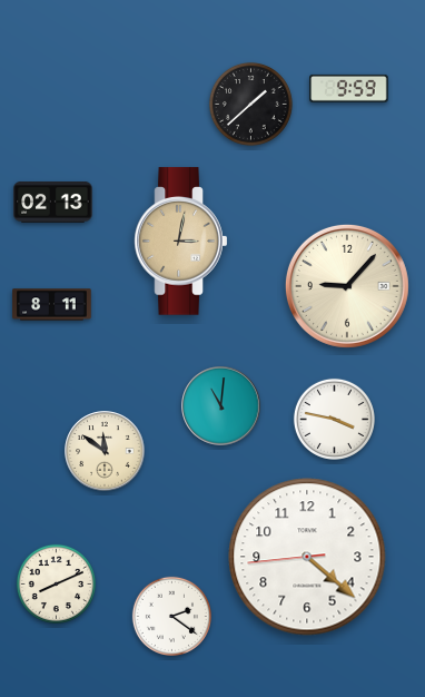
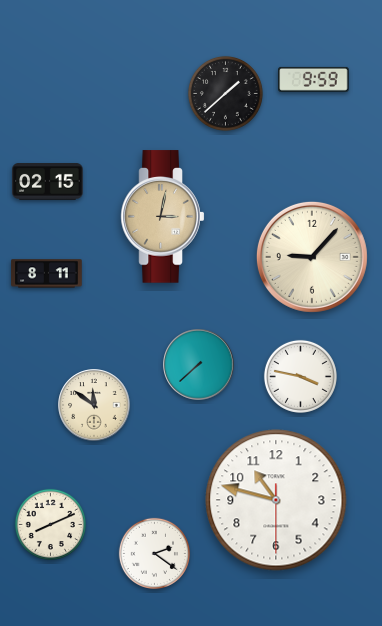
clock at (53, 203): 02:13 -> 02:15
clock at (221, 406): 11:01 -> 7:38
clock at (307, 557): 4:21 -> 10:47
